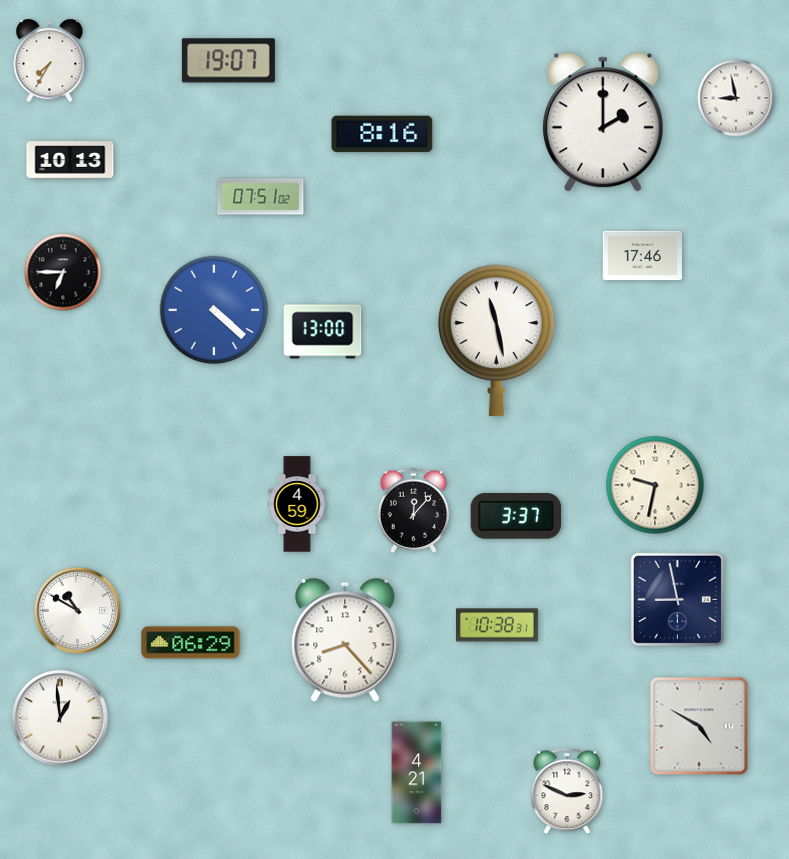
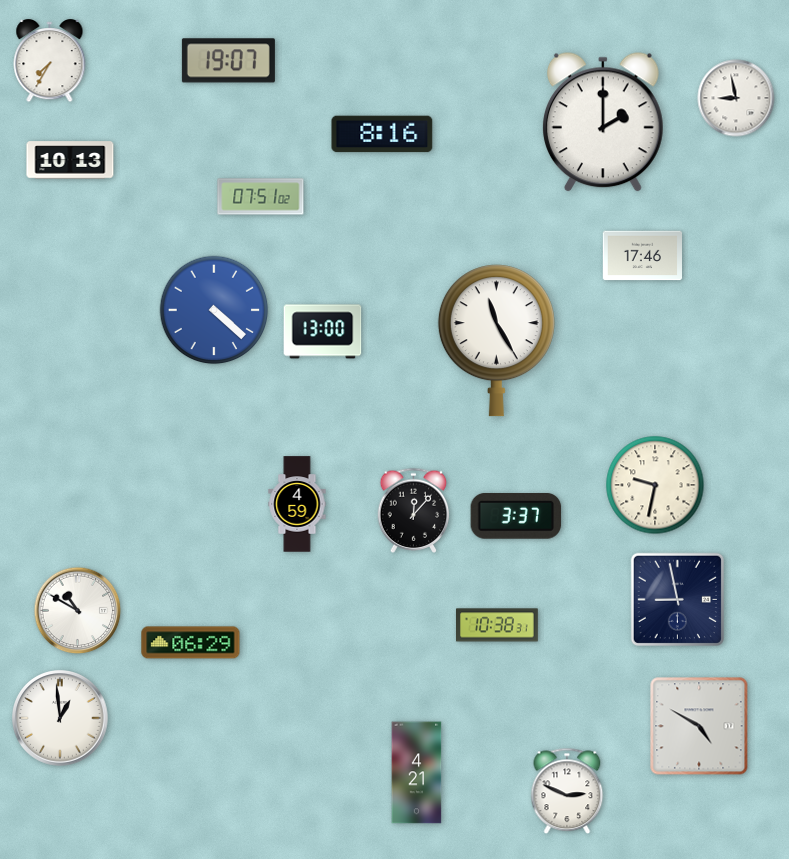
clock at (63, 272): 6:45 -> none
clock at (496, 341): 11:28 -> 11:25
clock at (345, 640): 8:23 -> none
